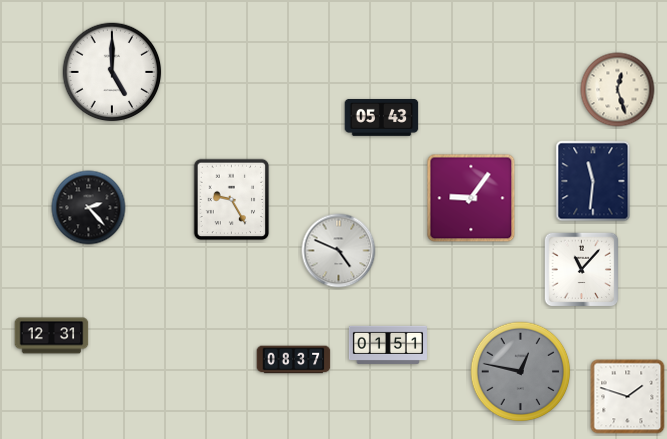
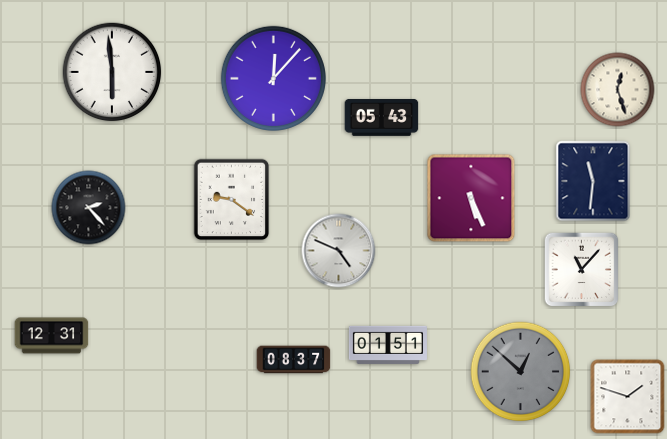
clock at (112, 72): 5:00 -> 5:59
clock at (273, 78): none -> 12:07
clock at (471, 198): 9:06 -> 5:26
clock at (232, 200): 9:25 -> 9:21
clock at (521, 372): 12:47 -> 12:52
